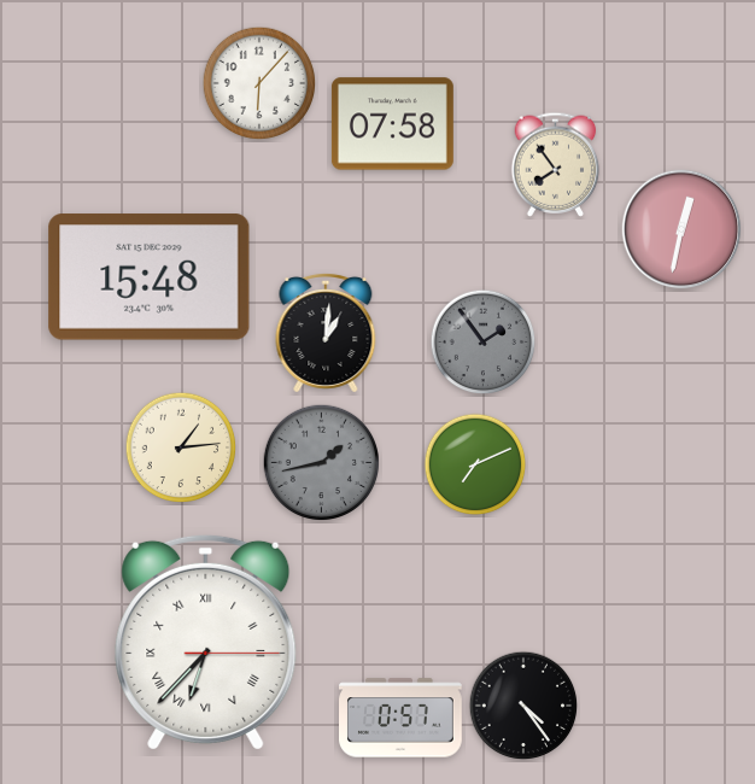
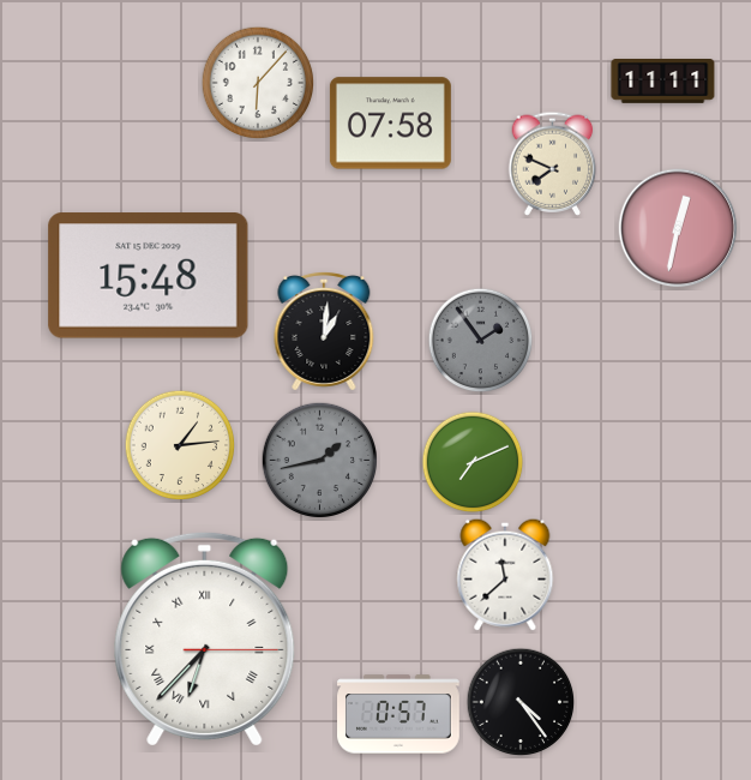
clock at (663, 82): none -> 11:11
clock at (556, 164): 7:54 -> 7:49
clock at (505, 575): none -> 11:38
